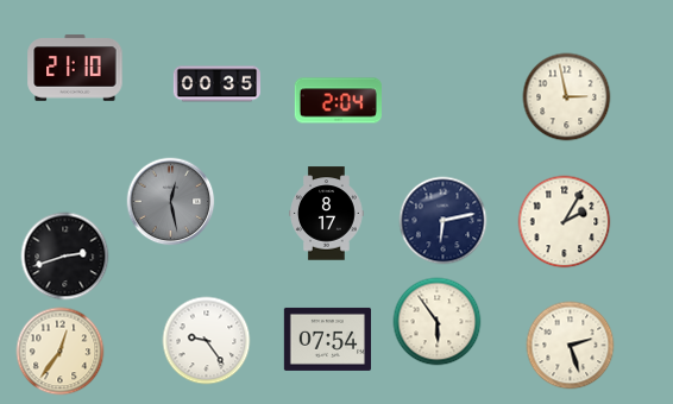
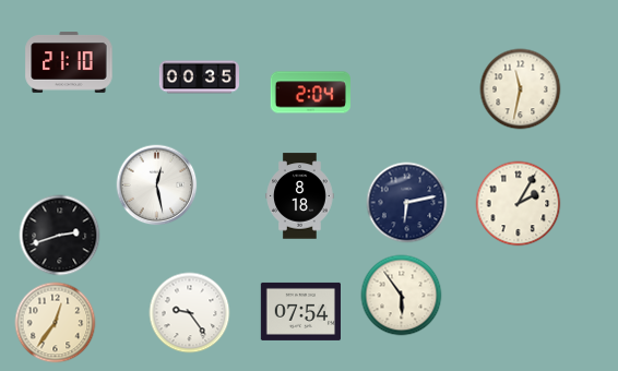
clock at (567, 97): 2:58 -> 11:32
clock at (171, 202) dial: grey -> white
clock at (327, 214): 8:17 -> 8:18
clock at (571, 346): 2:27 -> none
